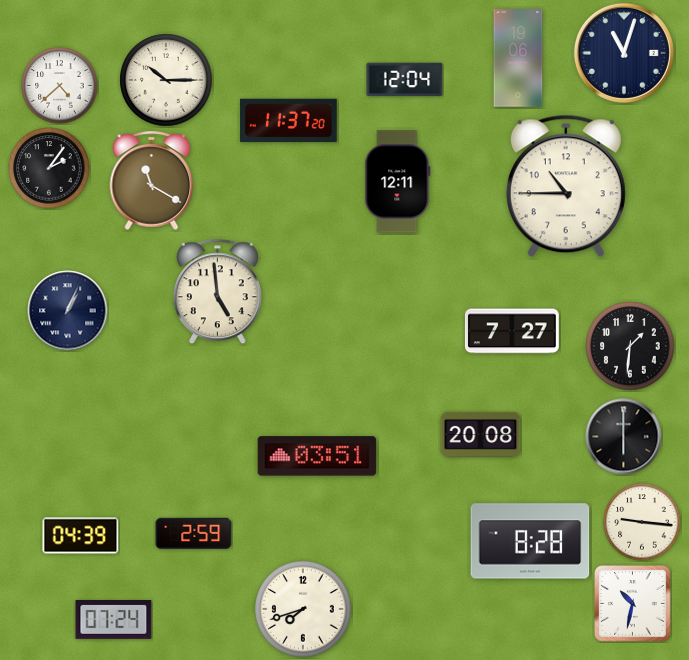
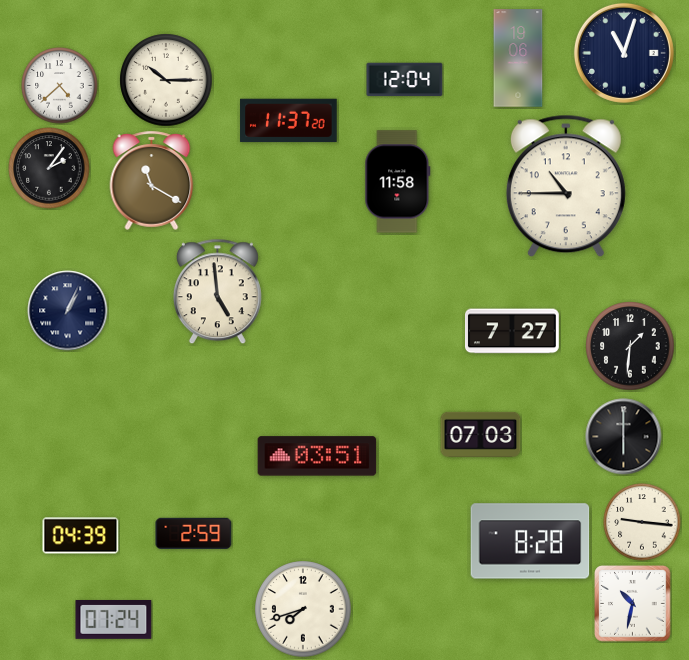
clock at (398, 182): 12:11 -> 11:58
clock at (481, 434): 20:08 -> 07:03
